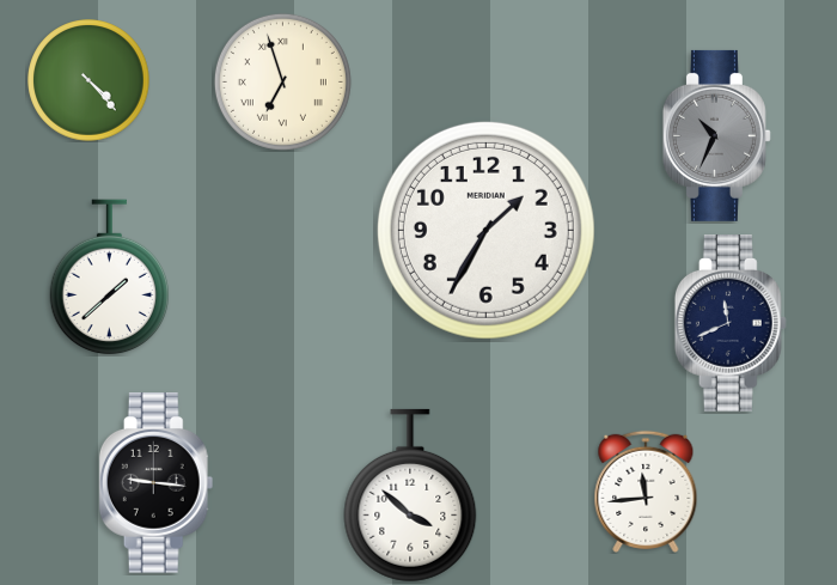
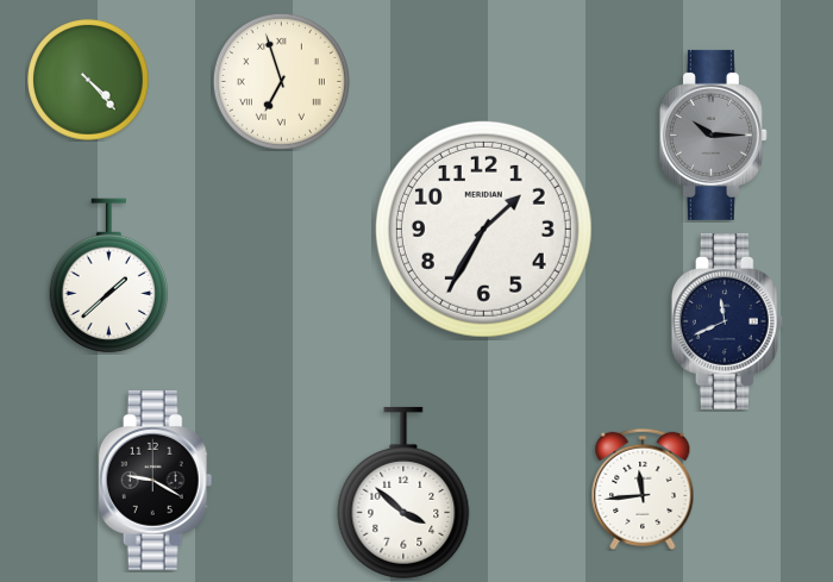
clock at (716, 135): 10:34 -> 10:15
clock at (157, 483): 9:16 -> 9:20
clock at (410, 495) position: (410, 495) -> (403, 493)
